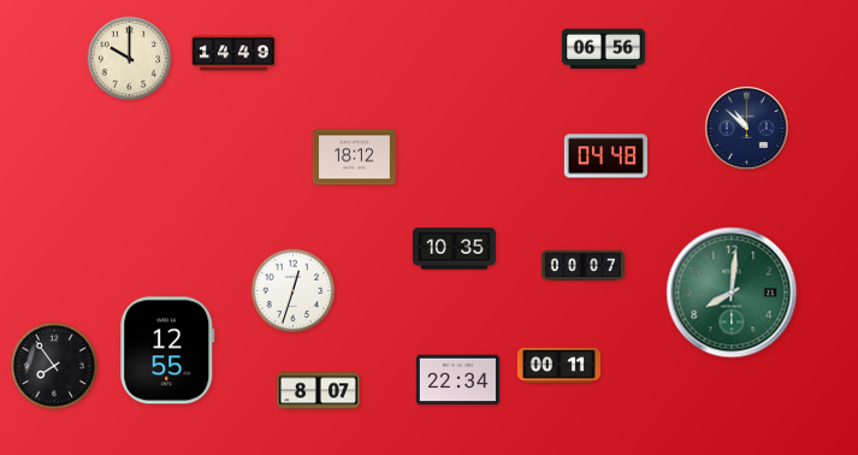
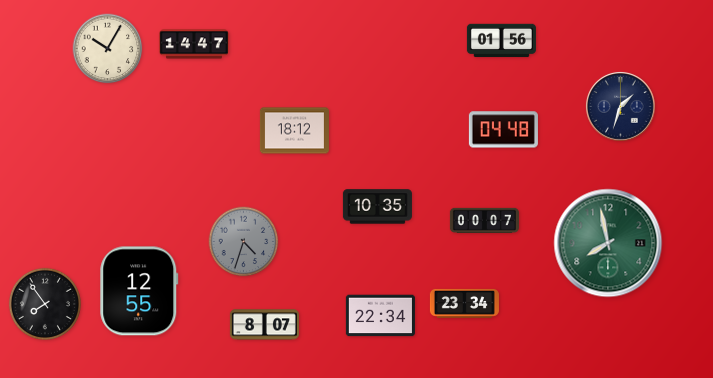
clock at (603, 49): 06:56 -> 01:56
clock at (233, 53): 14:49 -> 14:47
clock at (130, 59): 10:00 -> 10:05
clock at (746, 128): 10:52 -> 1:33
clock at (294, 291): 12:33 -> 4:33
clock at (294, 291) dial: white -> grey
clock at (732, 292): 8:01 -> 7:58
clock at (558, 365): 00:11 -> 23:34
